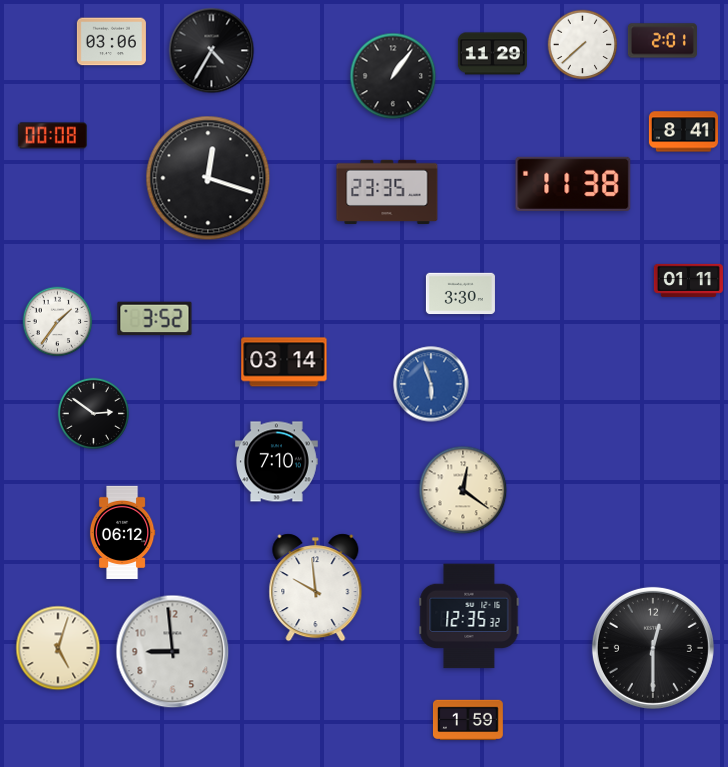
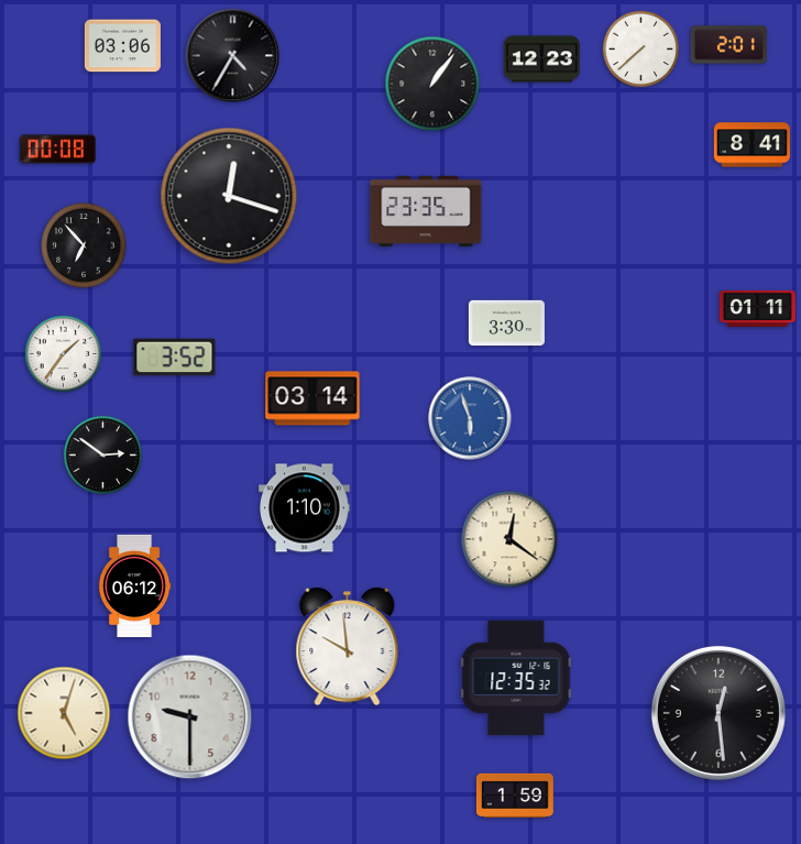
clock at (492, 54): 11:29 -> 12:23
clock at (573, 184): 11:38 -> none
clock at (84, 245): none -> 6:53
clock at (155, 319) position: (155, 319) -> (175, 358)
clock at (431, 384) position: (431, 384) -> (470, 418)
clock at (277, 462): 7:10 -> 1:10
clock at (653, 648): 12:30 -> 12:29
clock at (173, 652): 8:59 -> 9:30
clock at (468, 720) position: (468, 720) -> (515, 796)
